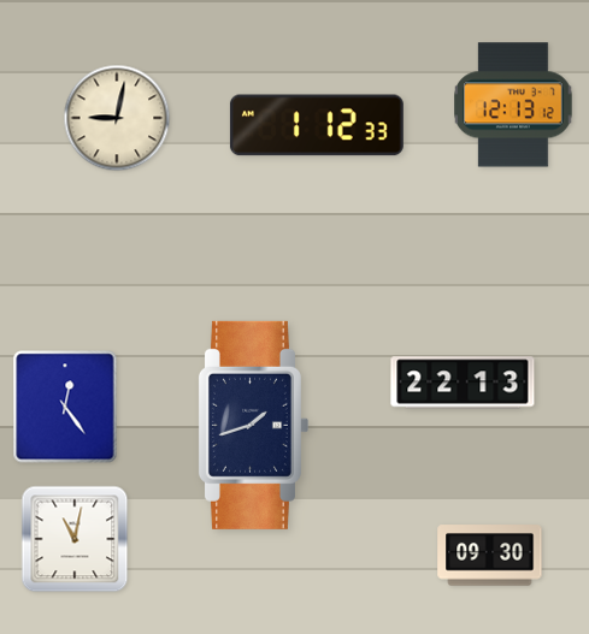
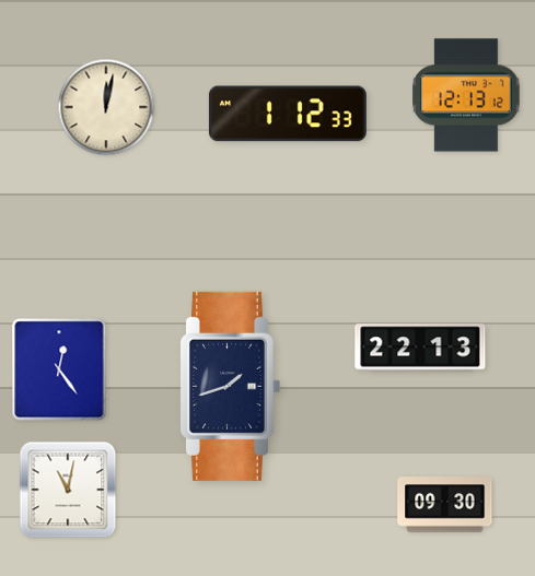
clock at (117, 118): 9:02 -> 12:02
